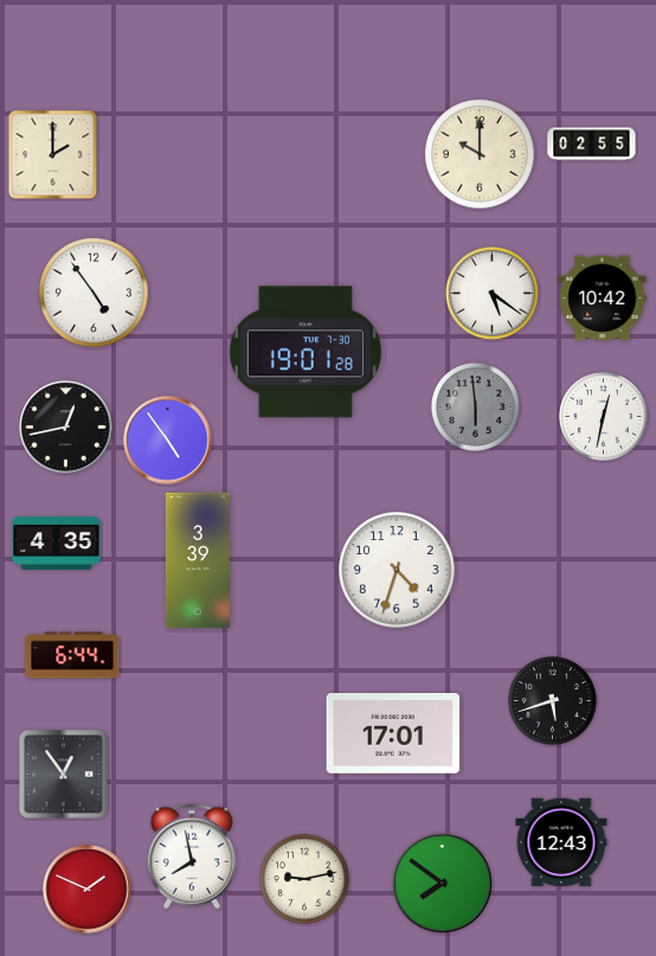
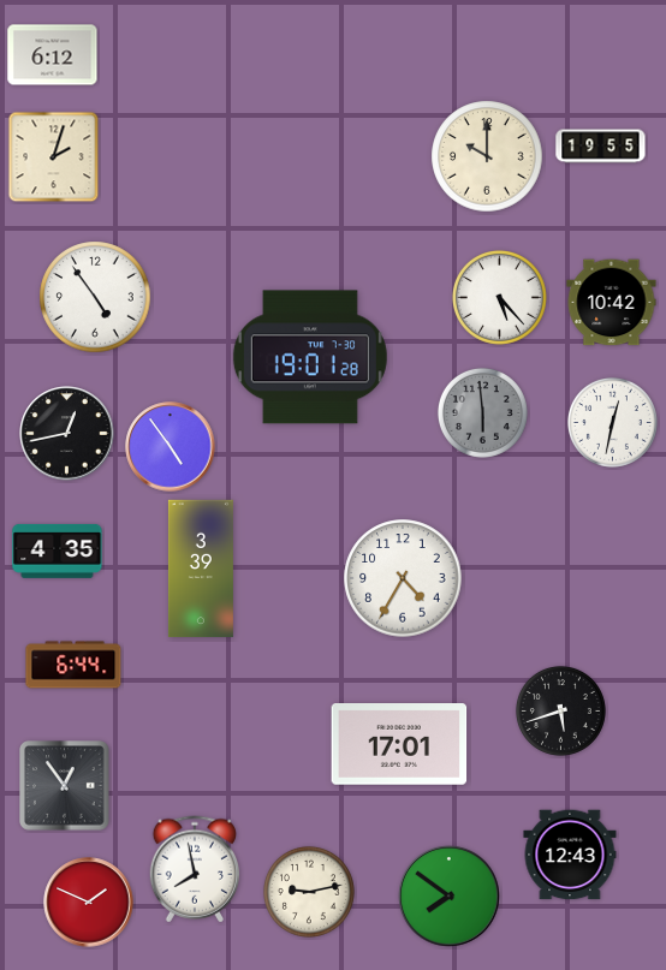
clock at (53, 55): none -> 6:12
clock at (592, 145): 02:55 -> 19:55
clock at (53, 155): 2:00 -> 2:03
clock at (491, 293): 5:21 -> 5:23
clock at (397, 570): 4:33 -> 4:35
